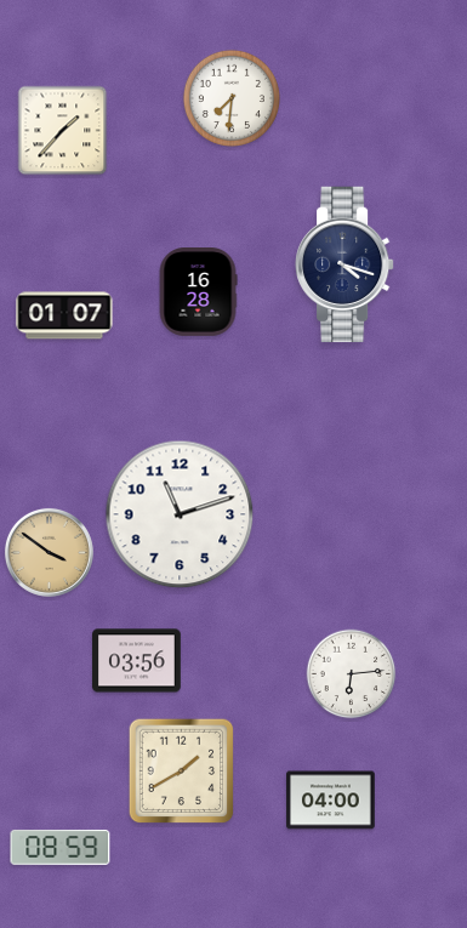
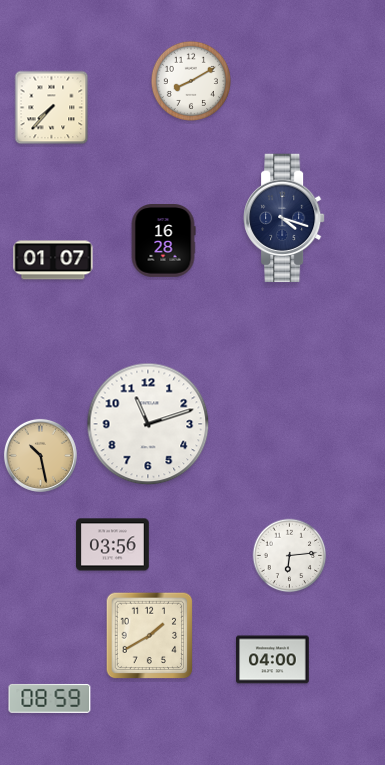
clock at (232, 98): 7:31 -> 8:10
clock at (63, 131): 1:37 -> 7:37
clock at (49, 552): 3:51 -> 10:28
